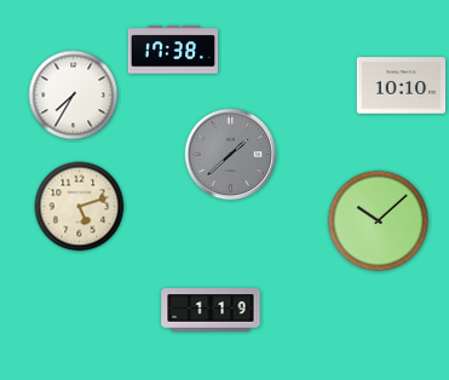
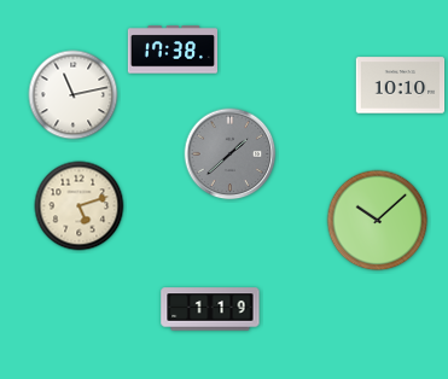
clock at (74, 96): 7:35 -> 11:13
